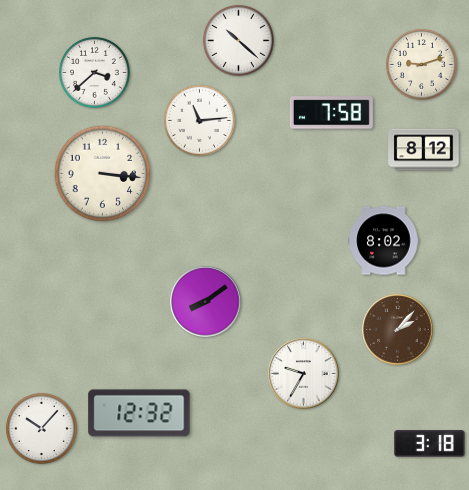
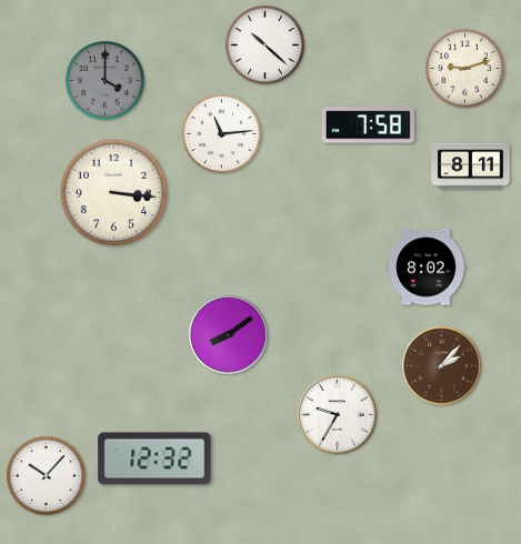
clock at (421, 64) position: (421, 64) -> (464, 68)
clock at (94, 72): 3:38 -> 4:00
clock at (94, 72) dial: white -> grey
clock at (424, 150): 8:12 -> 8:11
clock at (430, 444): 3:18 -> none
